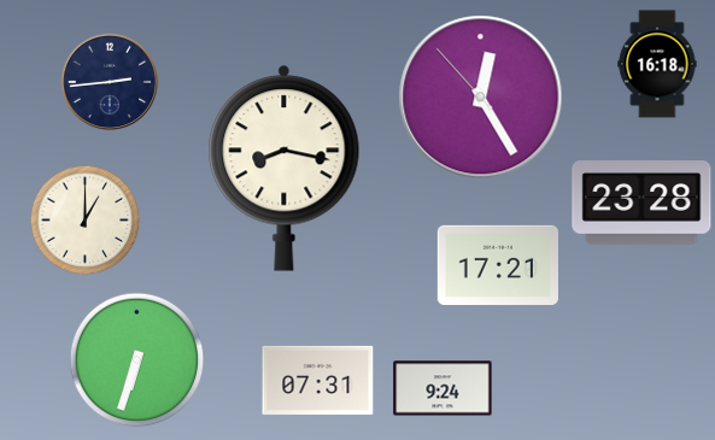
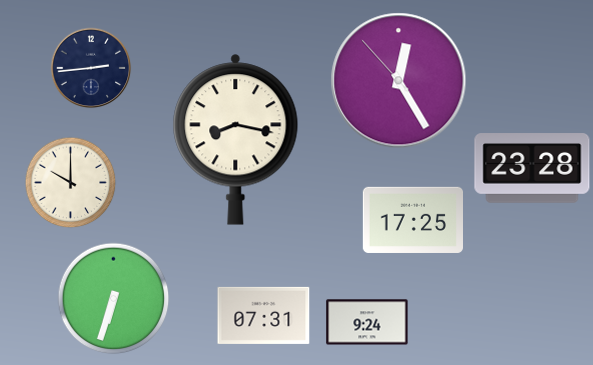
clock at (657, 64): 16:18 -> none
clock at (86, 221): 1:00 -> 10:00
clock at (497, 265): 17:21 -> 17:25
